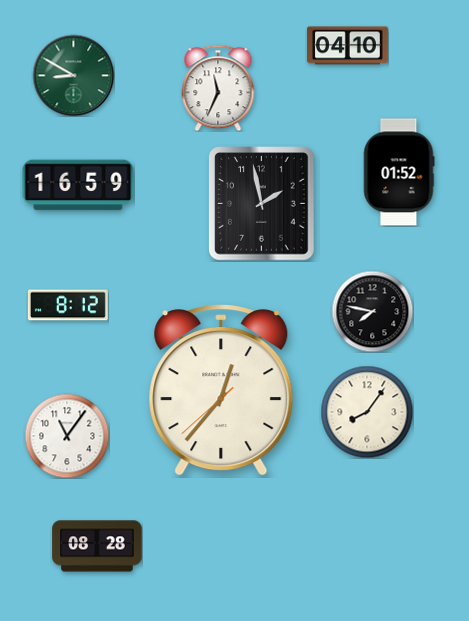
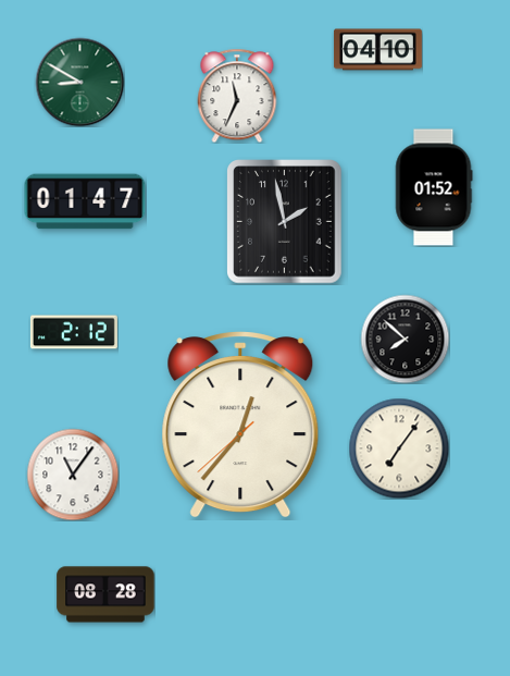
clock at (78, 185): 16:59 -> 01:47
clock at (68, 305): 8:12 -> 2:12
clock at (372, 311): 7:47 -> 7:52
clock at (367, 412): 8:06 -> 7:06
